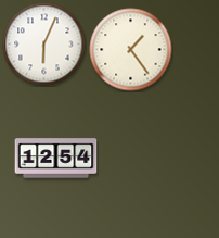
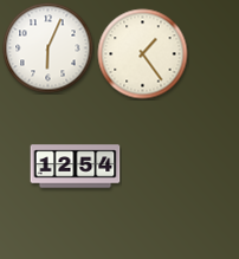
clock at (56, 159) position: (56, 159) -> (76, 167)
